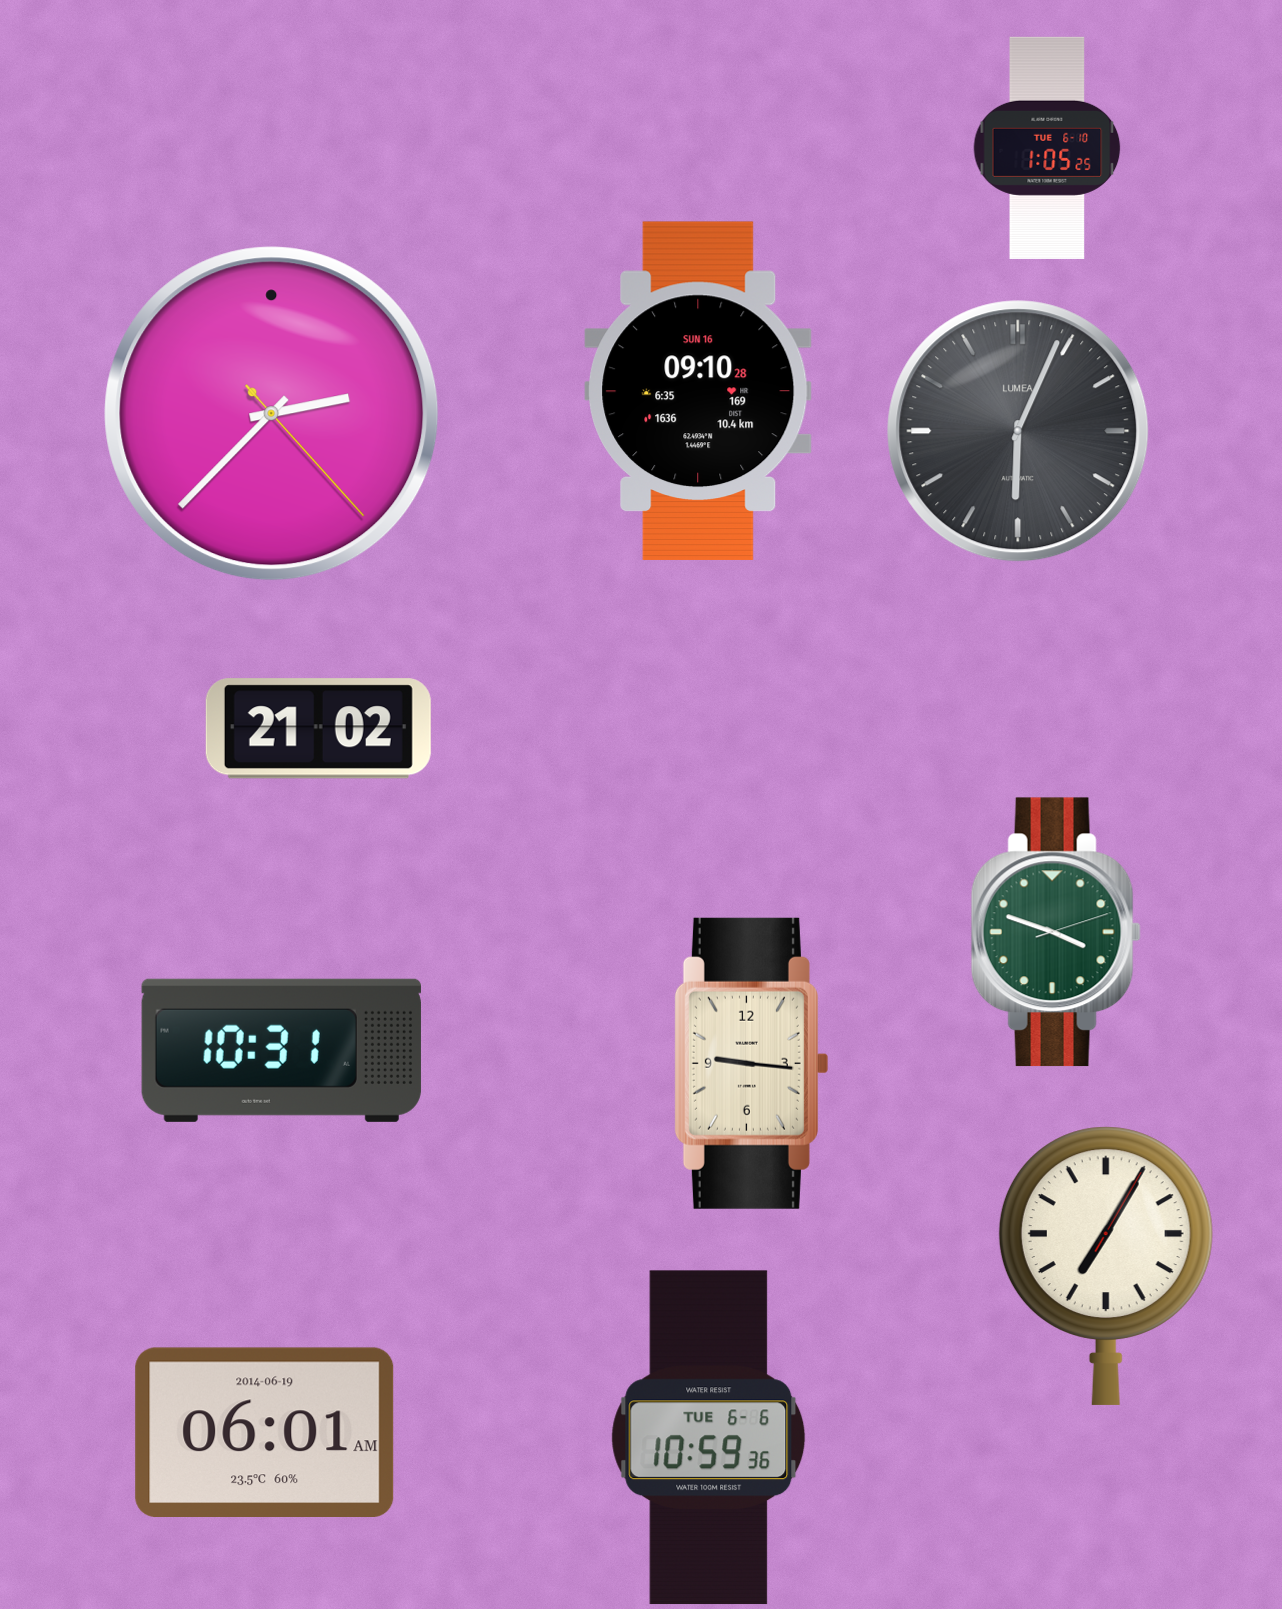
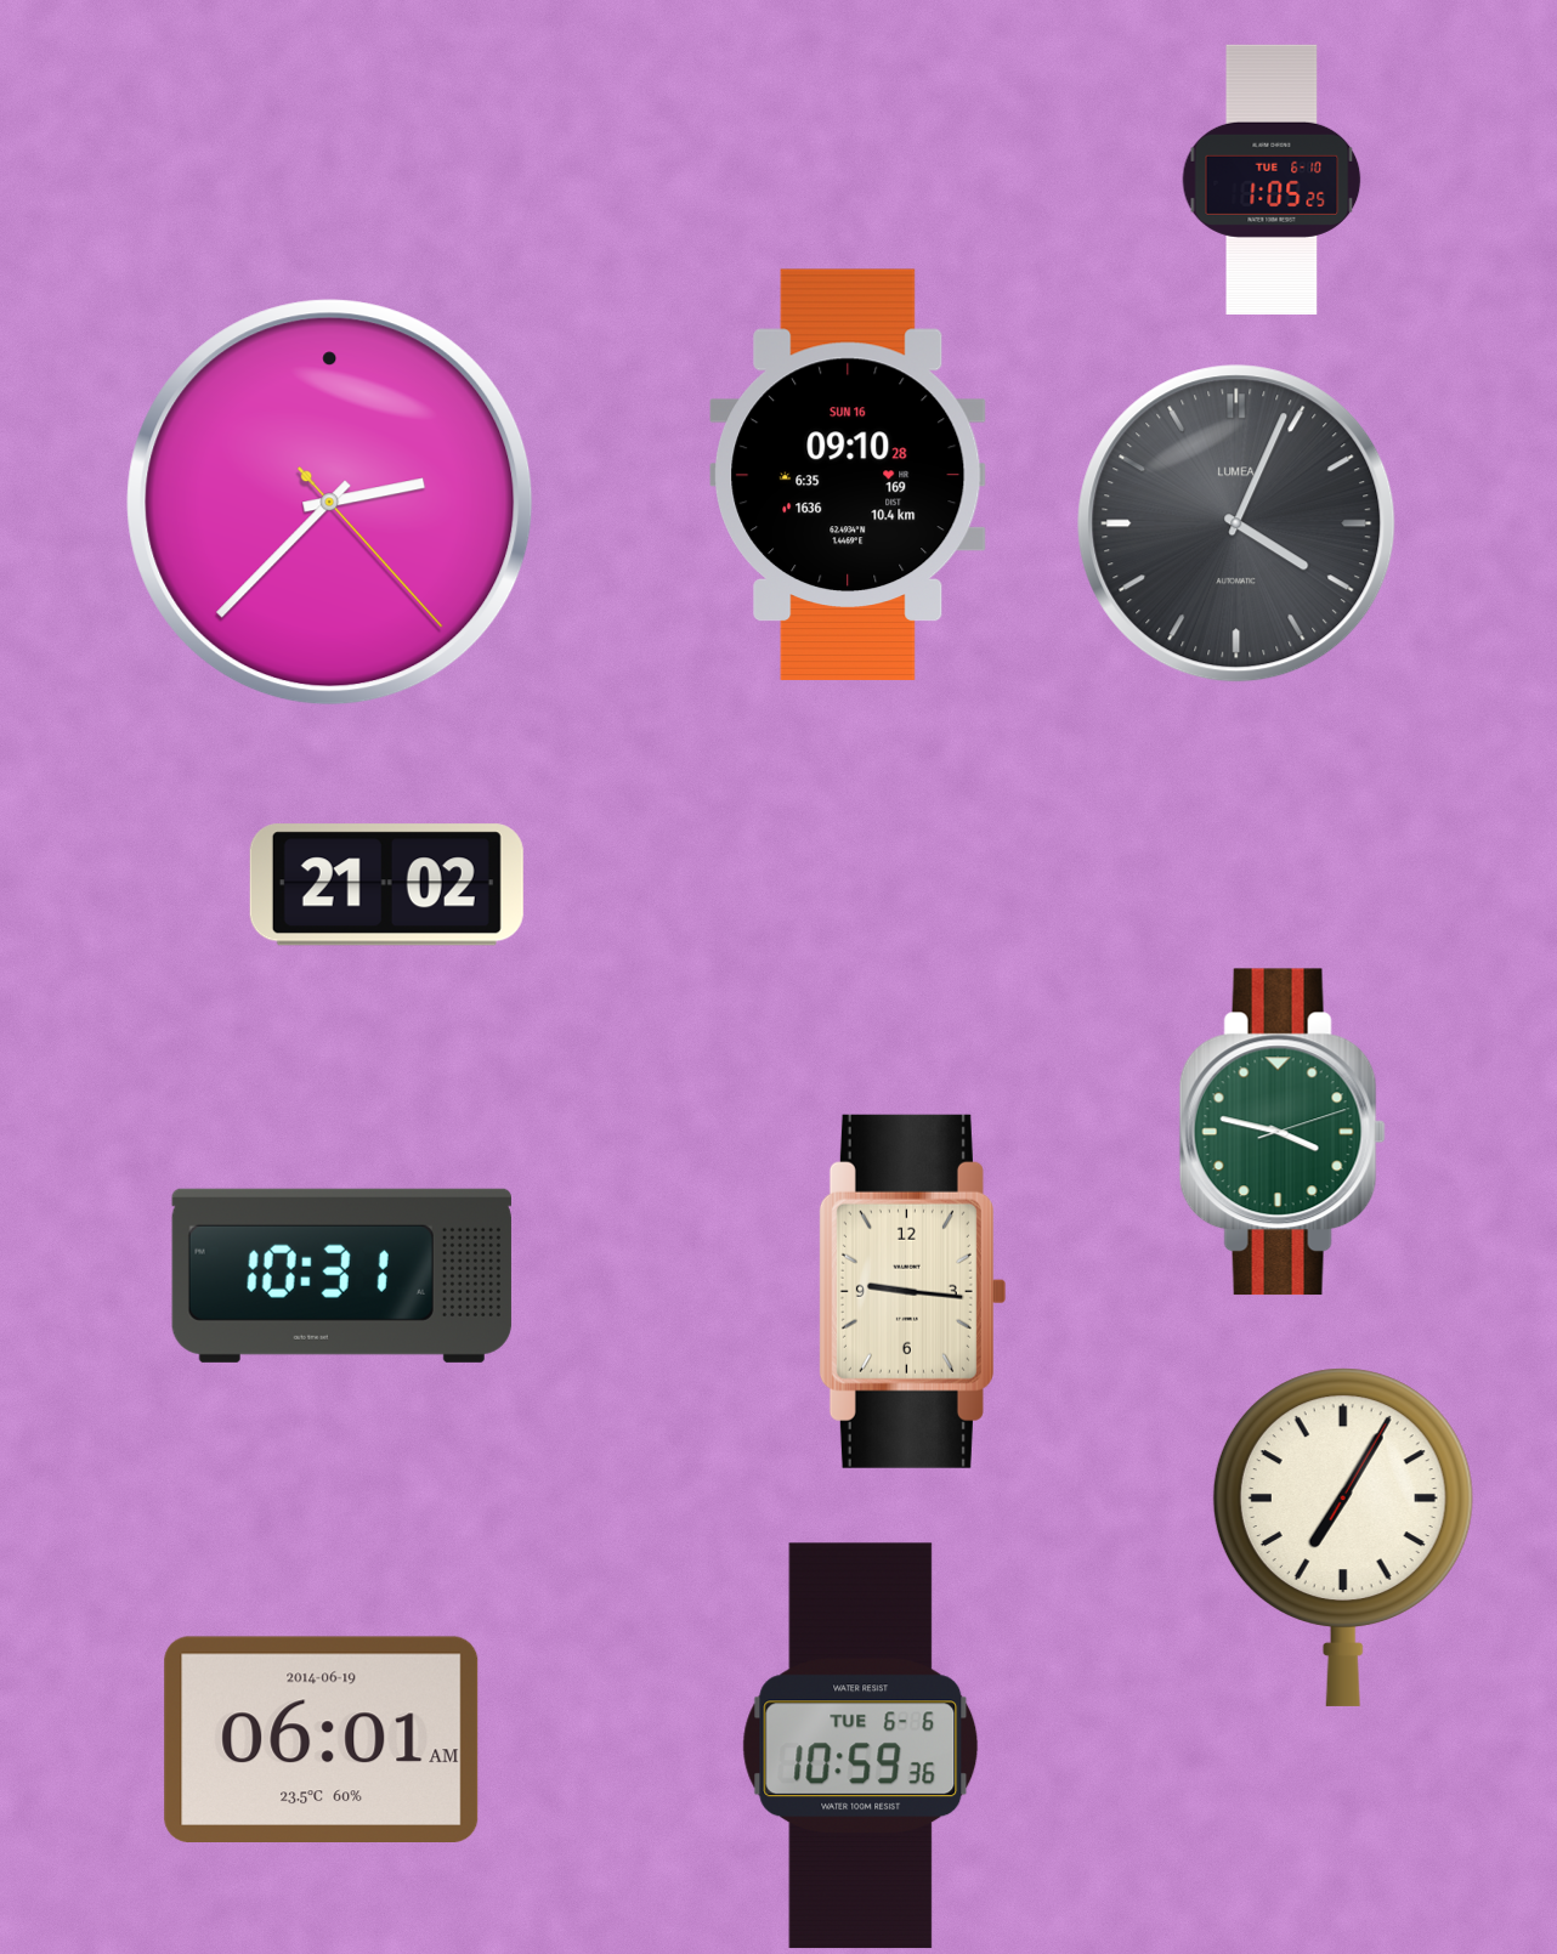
clock at (1018, 431): 6:04 -> 4:04
clock at (1056, 932): 3:48 -> 3:47
